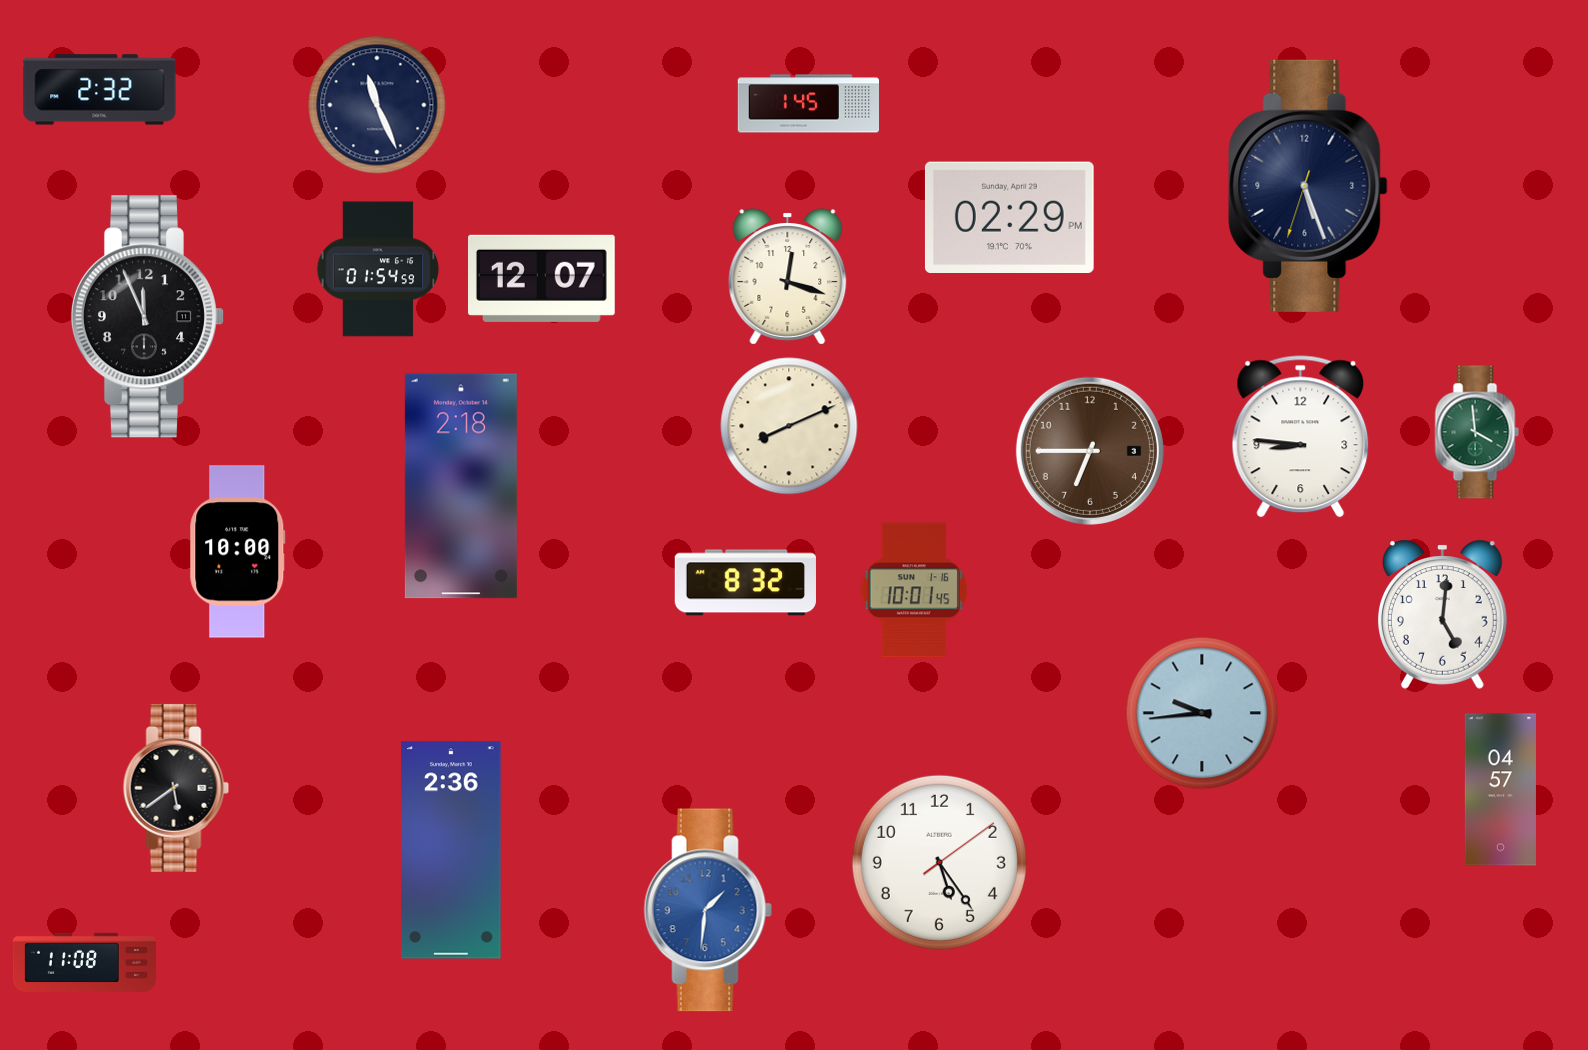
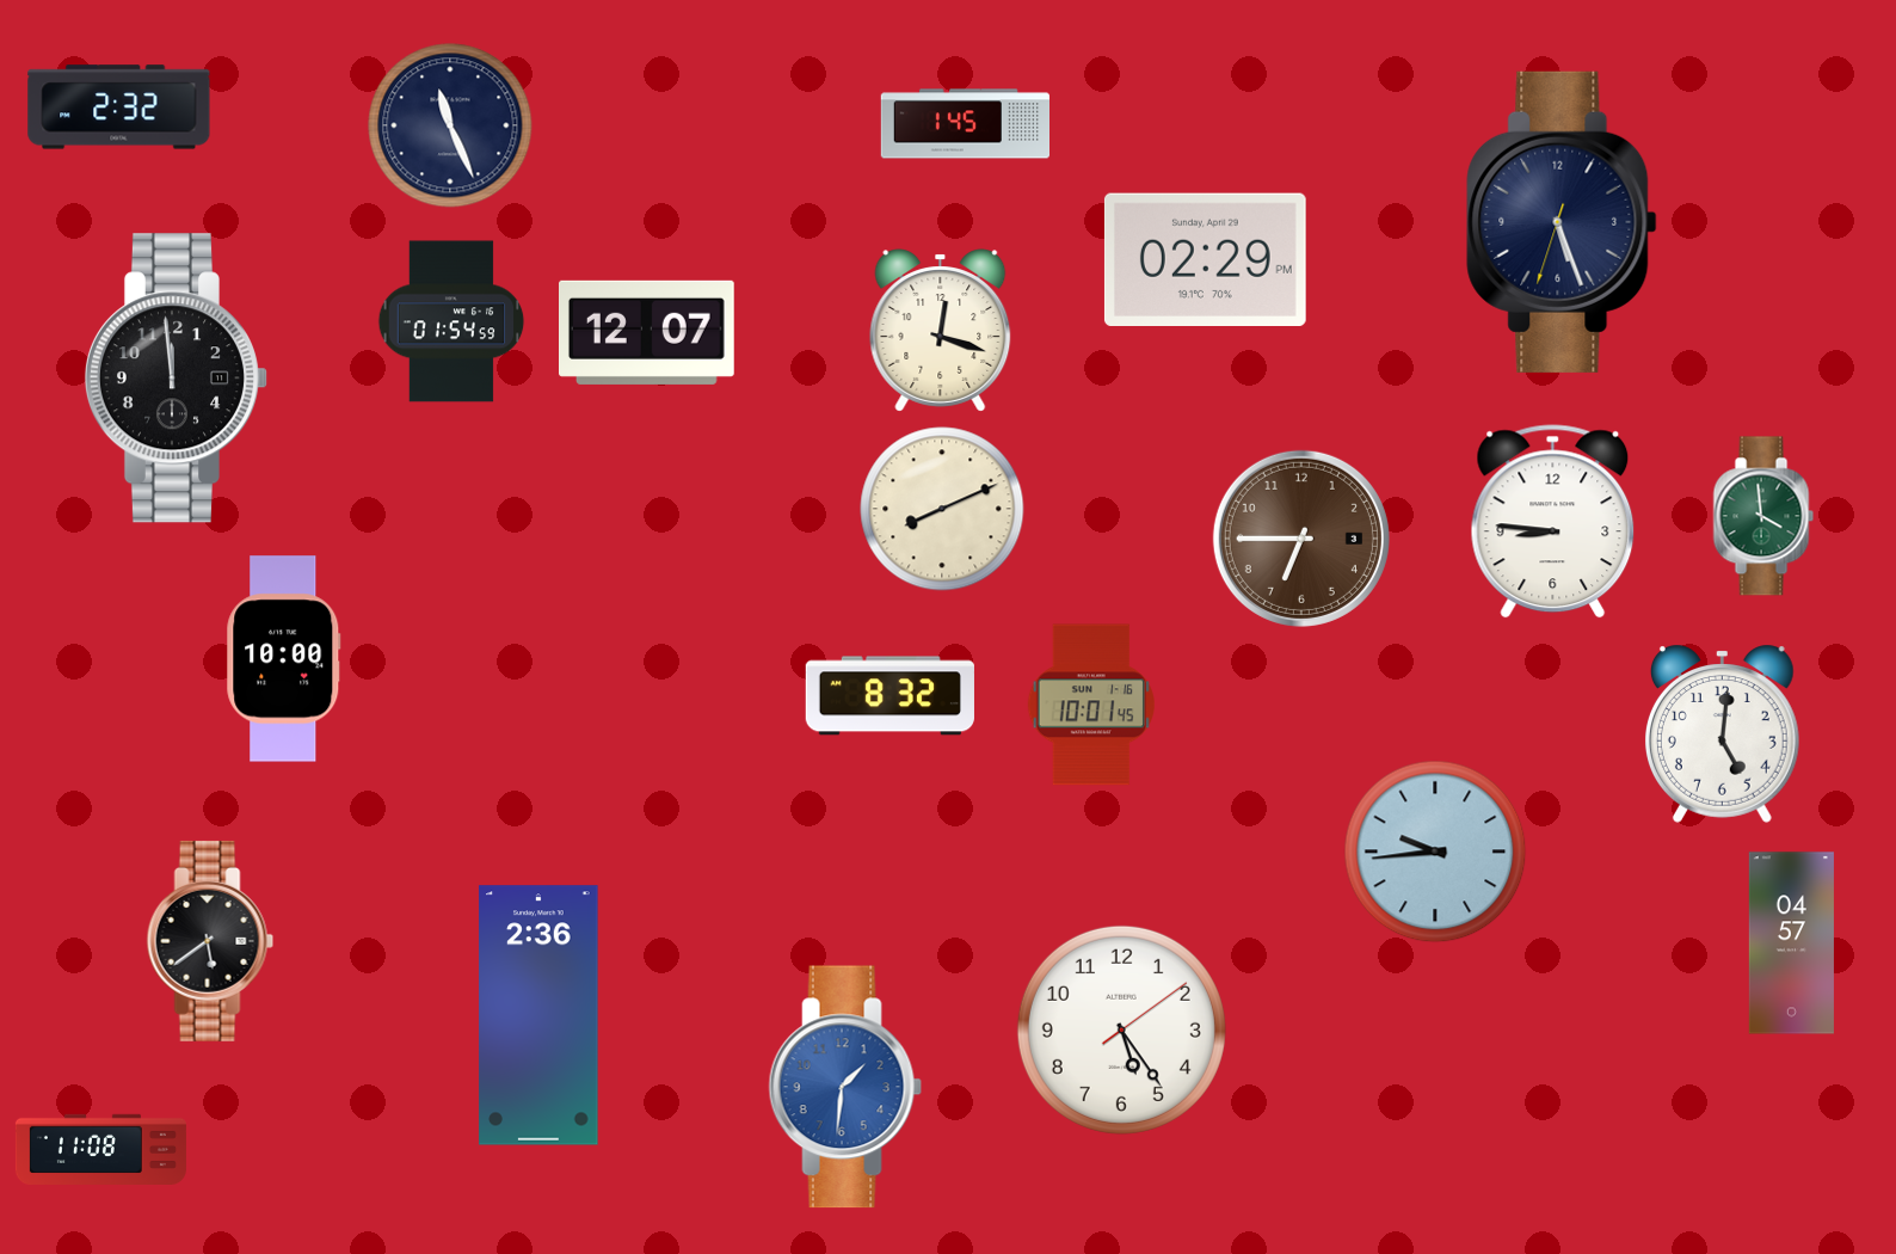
clock at (147, 317): 11:56 -> 11:59
clock at (461, 486): 2:18 -> none
